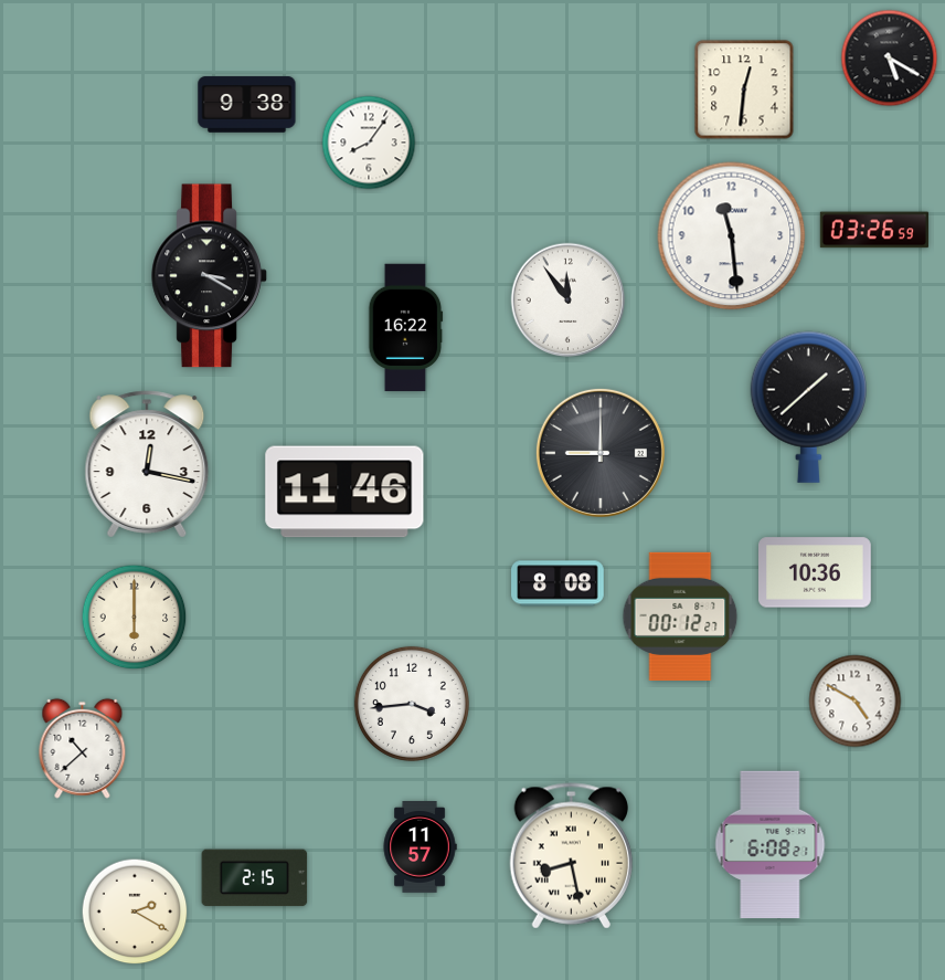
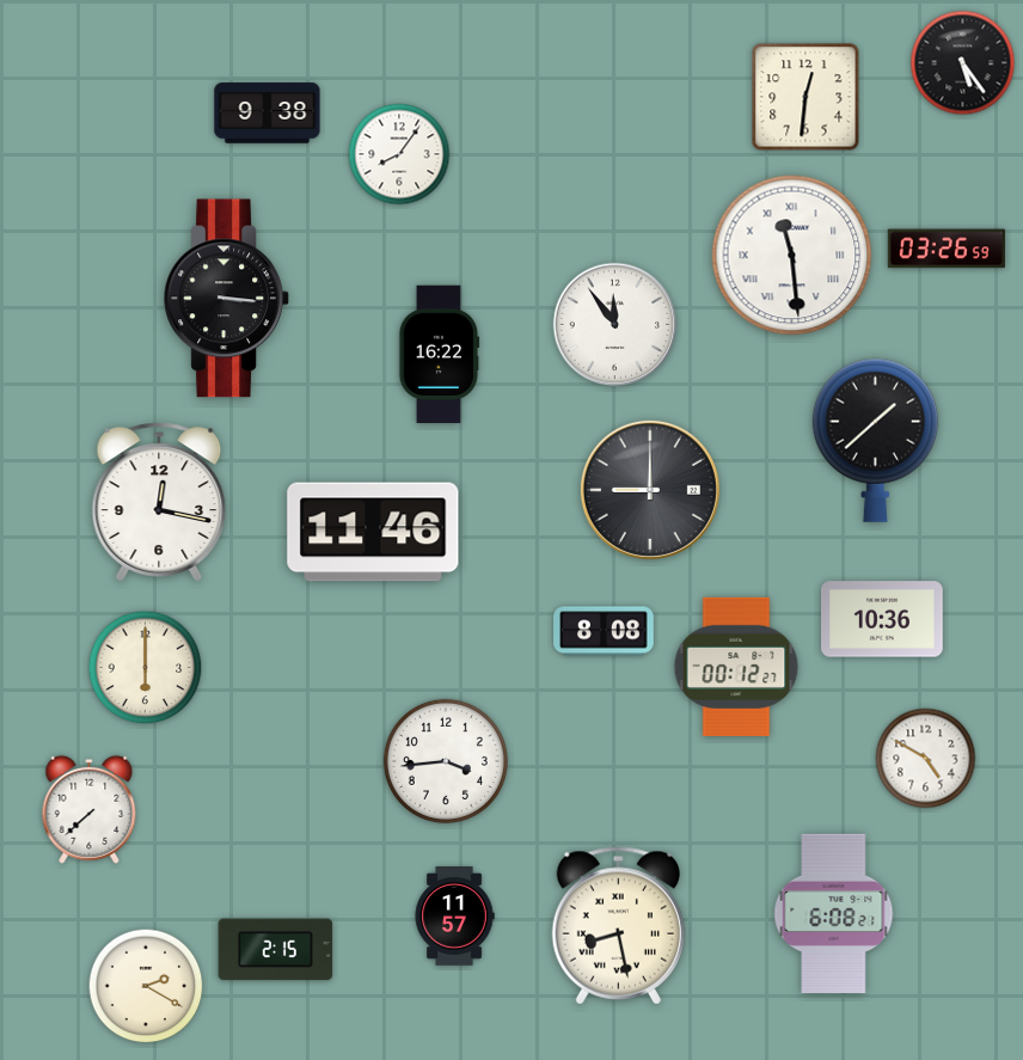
clock at (890, 59): 5:20 -> 5:24
clock at (732, 236) numerals: Arabic -> Roman
clock at (210, 276): 3:20 -> 3:16
clock at (83, 748): 10:38 -> 7:38
